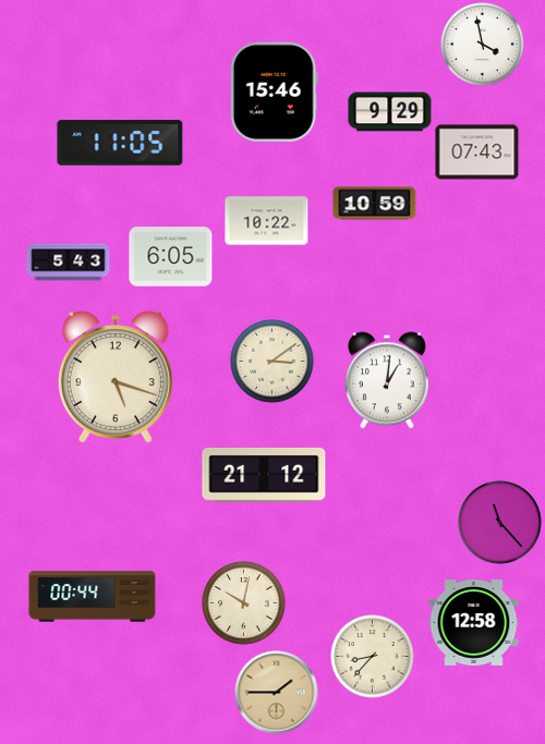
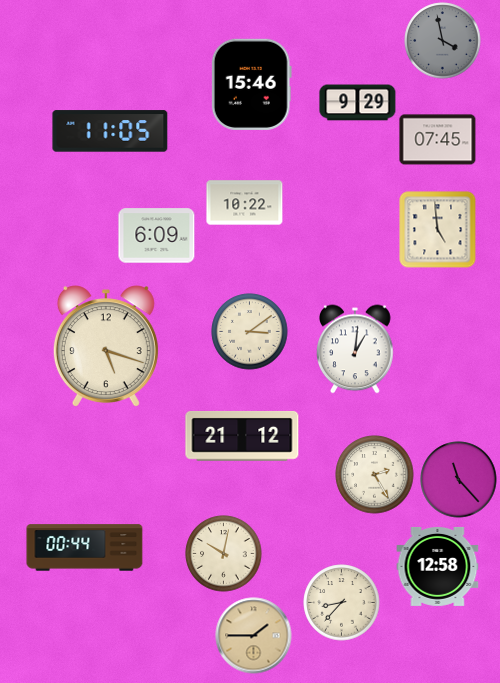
clock at (483, 45) dial: white -> grey
clock at (477, 153): 07:43 -> 07:45
clock at (375, 204): 10:59 -> none
clock at (438, 230): none -> 4:59
clock at (171, 257): 6:05 -> 6:09
clock at (69, 263): 5:43 -> none
clock at (375, 475): none -> 2:25
clock at (474, 622) position: (474, 622) -> (438, 566)
